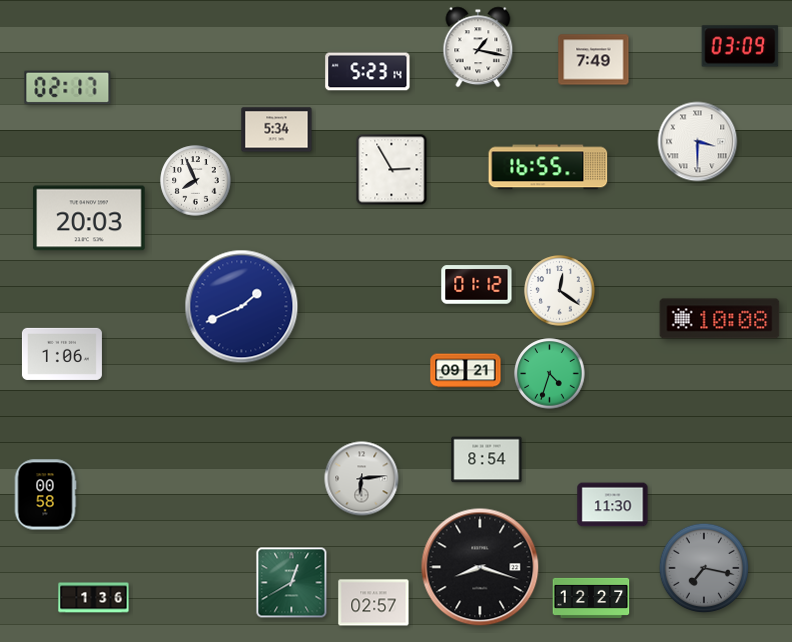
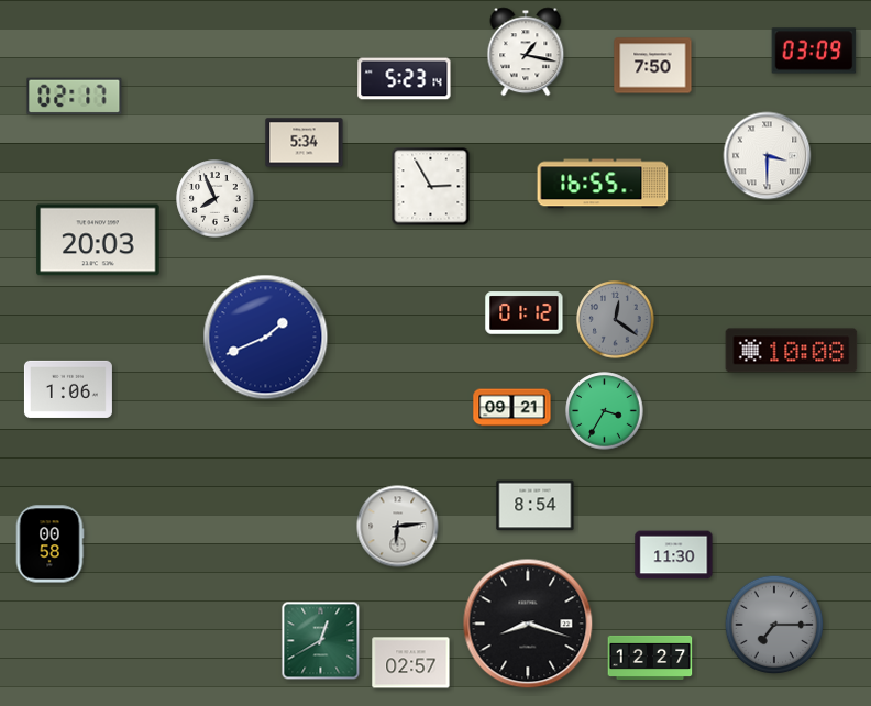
clock at (594, 60): 7:49 -> 7:50
clock at (560, 291) dial: white -> grey
clock at (550, 374): 4:33 -> 3:35
clock at (704, 568): 7:17 -> 7:15
clock at (94, 598): 1:36 -> none
